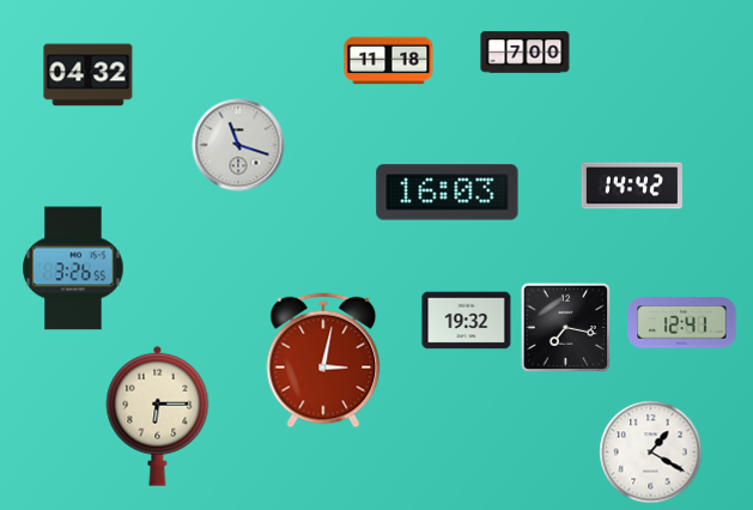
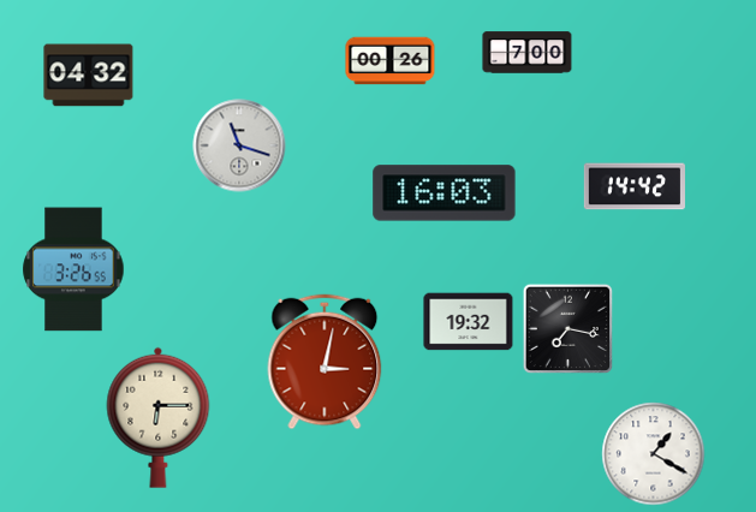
clock at (389, 61): 11:18 -> 00:26
clock at (448, 193) position: (448, 193) -> (445, 194)
clock at (682, 323): 12:41 -> none
